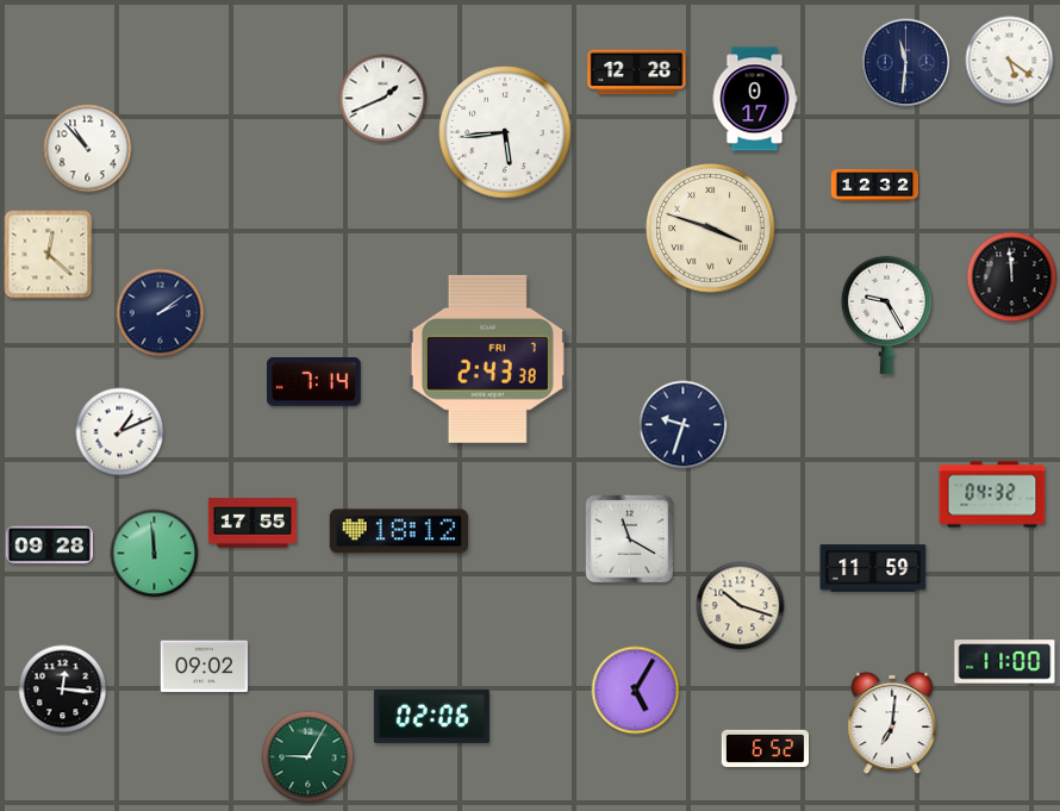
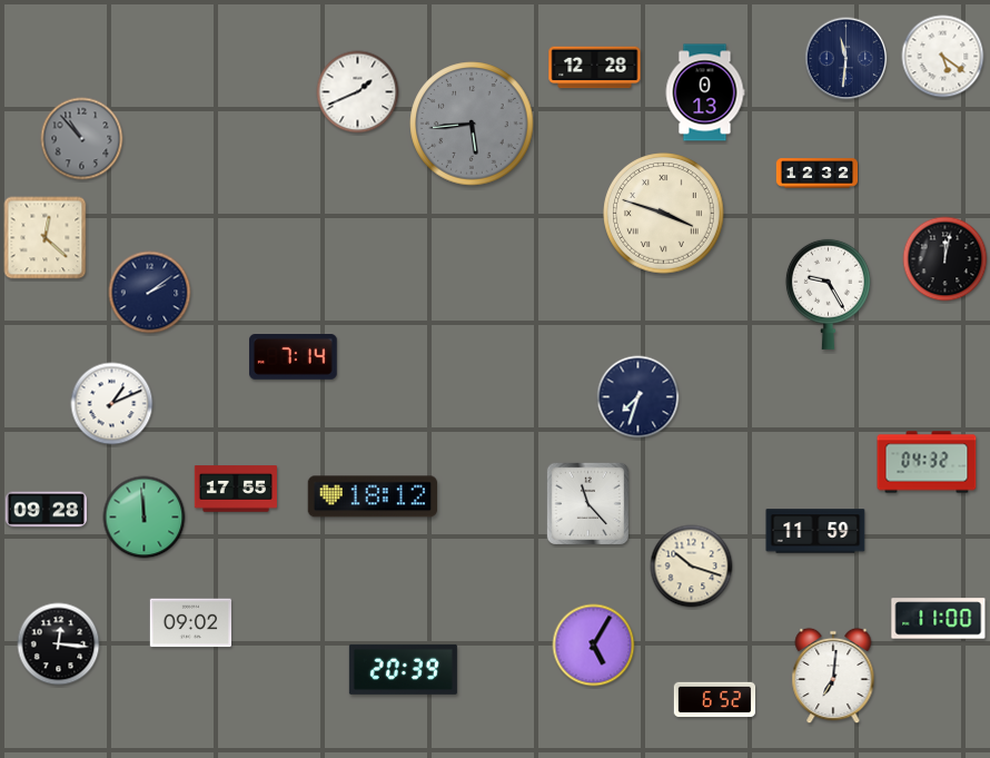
clock at (755, 99): 0:17 -> 0:13
clock at (505, 132) dial: white -> grey
clock at (88, 149) dial: white -> grey
clock at (1012, 277): 11:59 -> 12:02
clock at (487, 358): 2:43 -> none
clock at (684, 425): 9:33 -> 7:33
clock at (629, 538): 11:20 -> 11:23
clock at (431, 716): 02:06 -> 20:39
clock at (308, 757): 9:05 -> none
